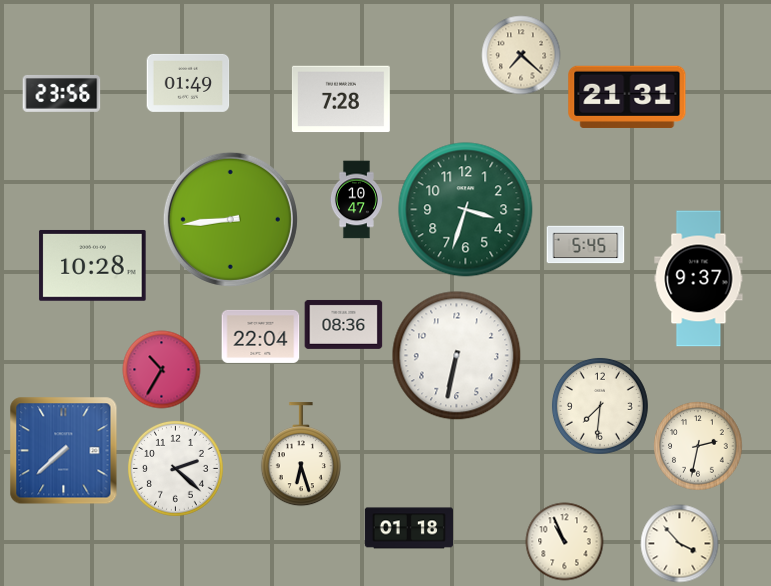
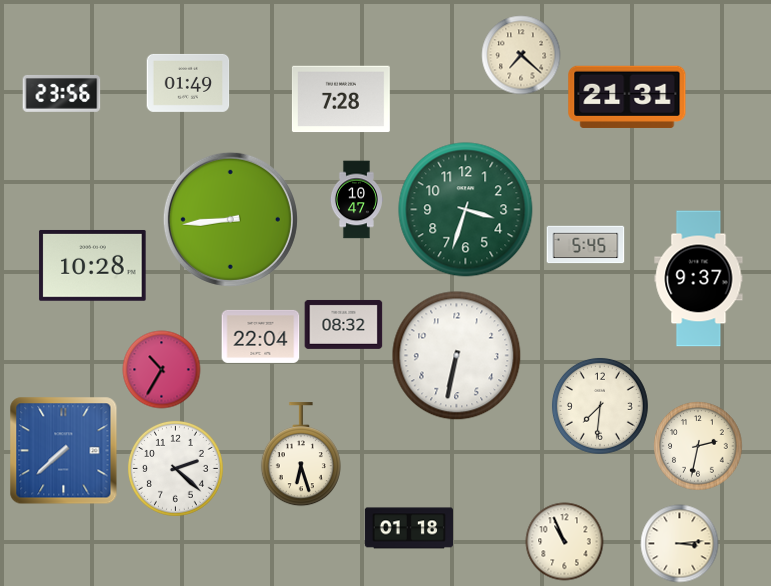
clock at (343, 324): 08:36 -> 08:32
clock at (679, 543): 3:53 -> 3:14
